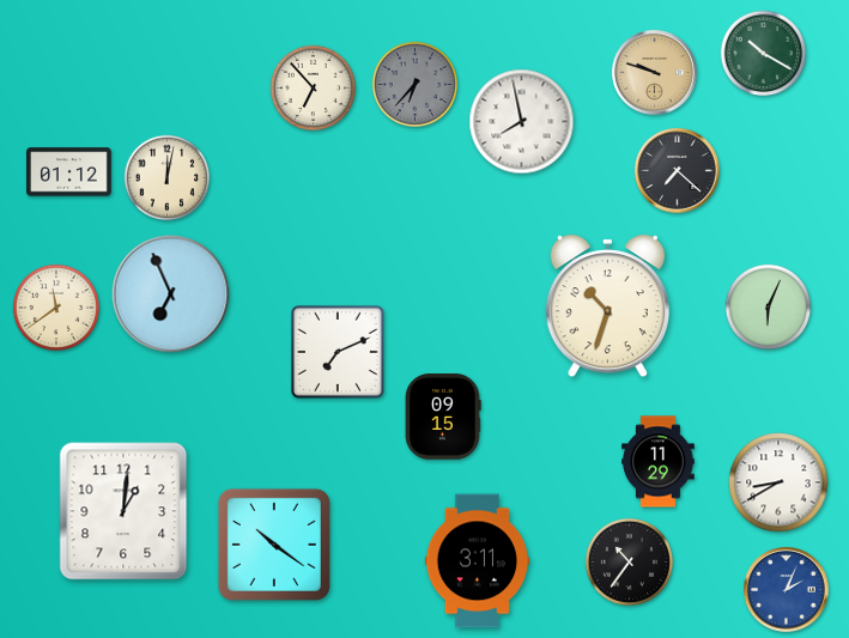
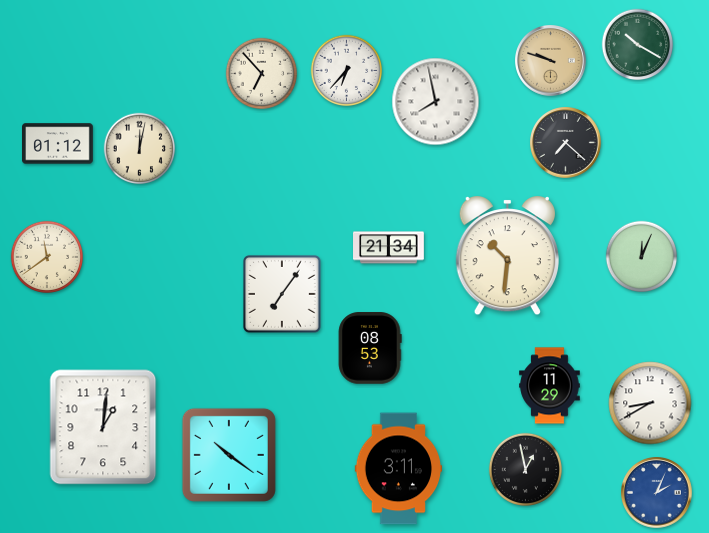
clock at (655, 73) position: (655, 73) -> (551, 61)
clock at (416, 85) dial: grey -> white
clock at (171, 294): 6:56 -> none
clock at (389, 248): none -> 21:34
clock at (607, 308): 10:33 -> 10:31
clock at (769, 308): 6:04 -> 12:04
clock at (338, 352): 7:11 -> 7:06
clock at (443, 417): 09:15 -> 08:53
clock at (629, 561): 10:36 -> 12:58
